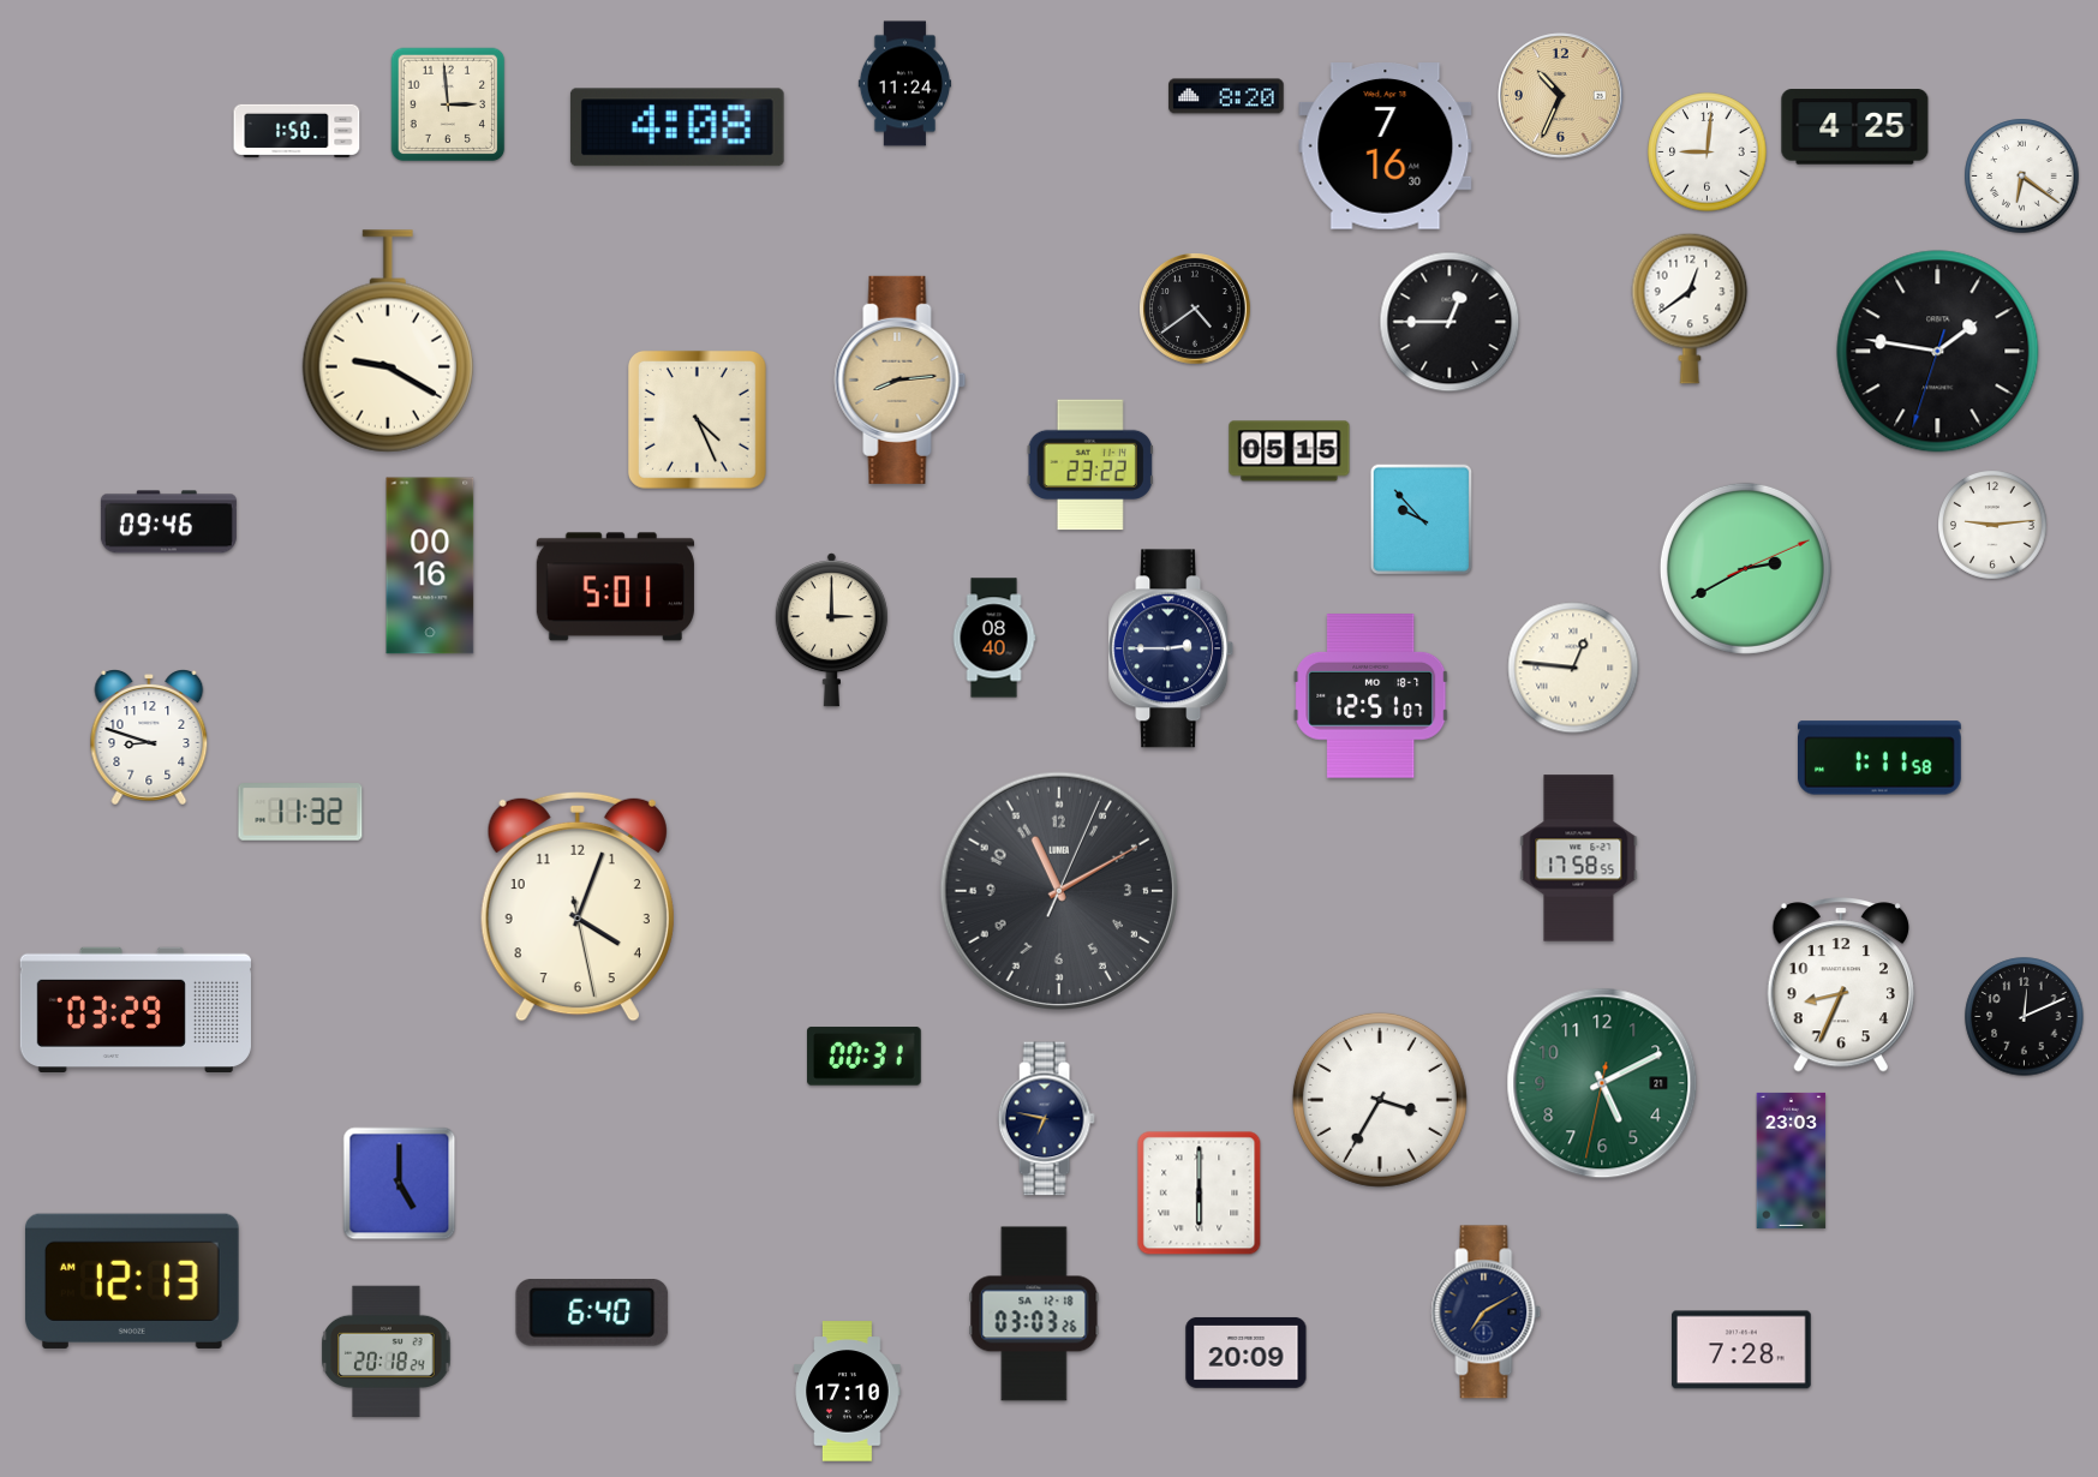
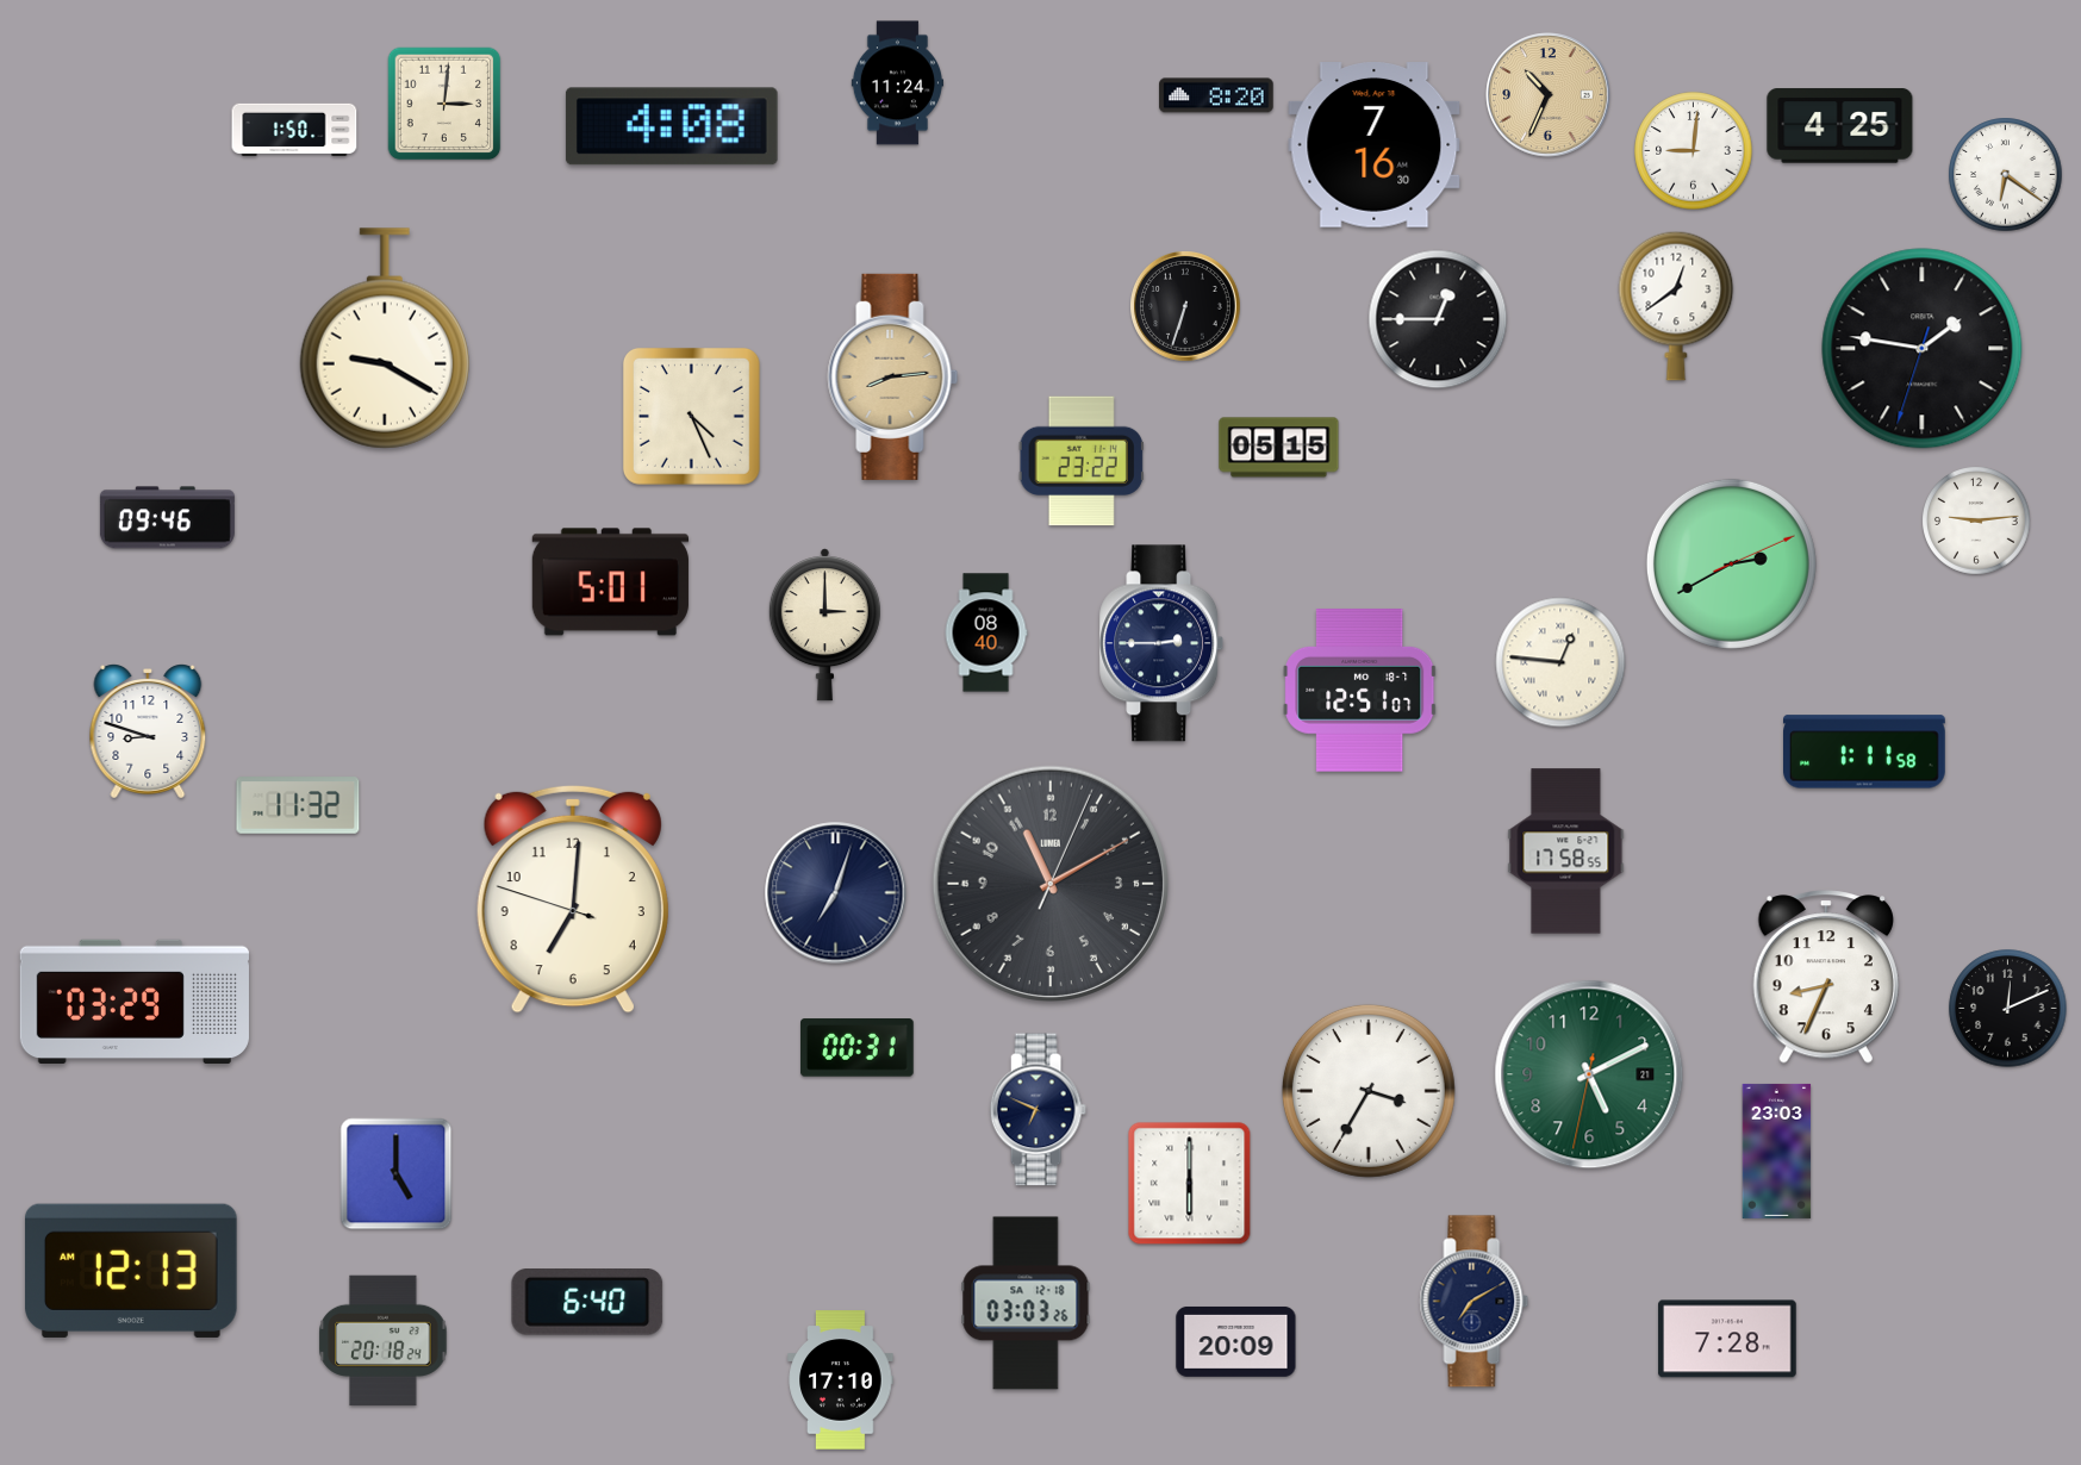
clock at (448, 104): 2:59 -> 3:01
clock at (1196, 310): 4:39 -> 6:33
clock at (1422, 520): 9:53 -> none
clock at (430, 566): 00:16 -> none
clock at (836, 893): none -> 7:03
clock at (578, 907): 4:03 -> 7:00
clock at (1046, 1119): 6:47 -> 6:49
